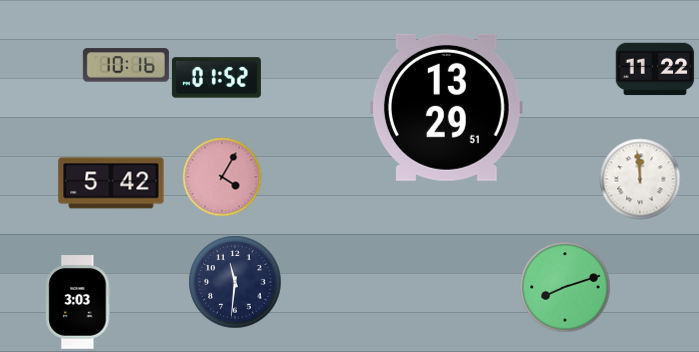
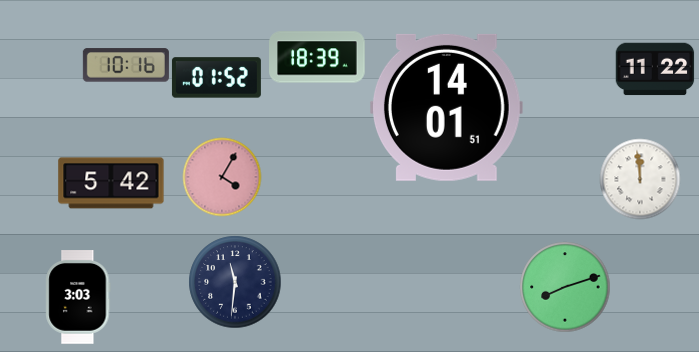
clock at (317, 57): none -> 18:39
clock at (446, 107): 13:29 -> 14:01
clock at (78, 303) position: (78, 303) -> (78, 298)
